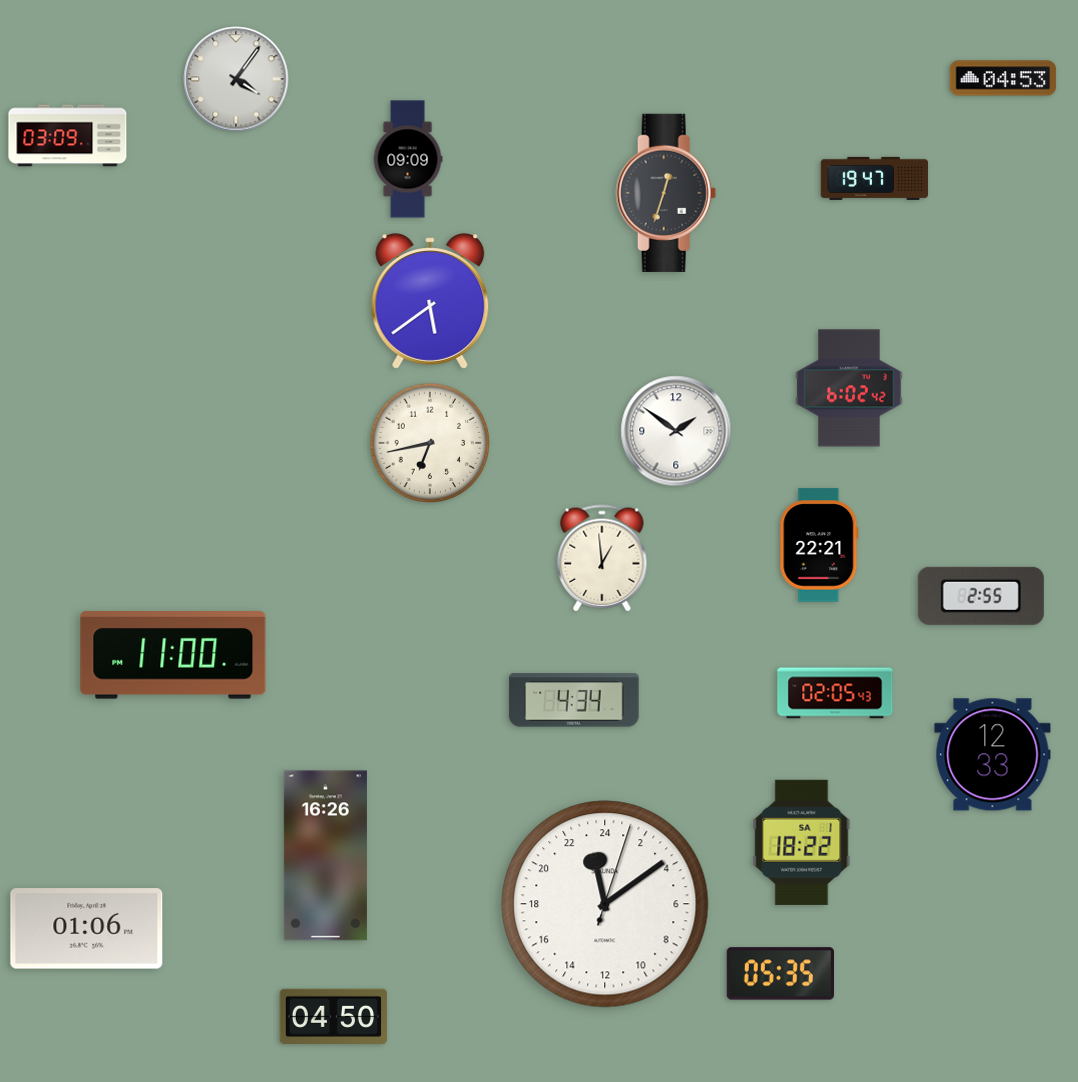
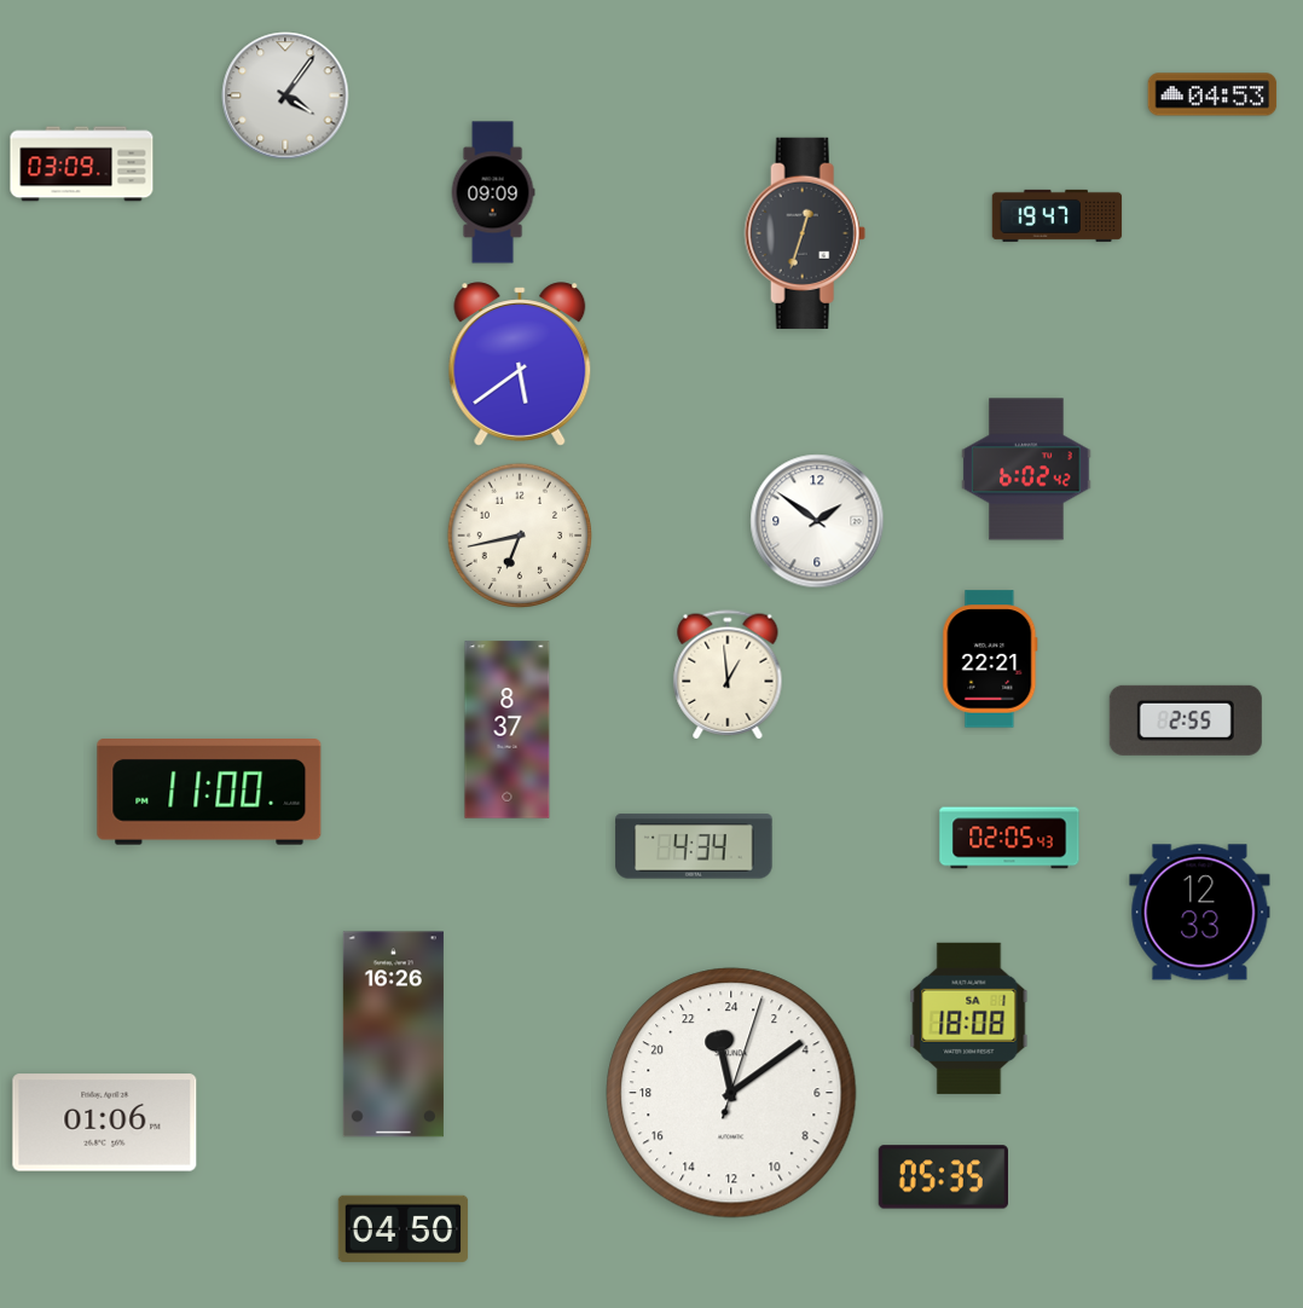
clock at (508, 730): none -> 8:37
clock at (802, 842): 18:22 -> 18:08
